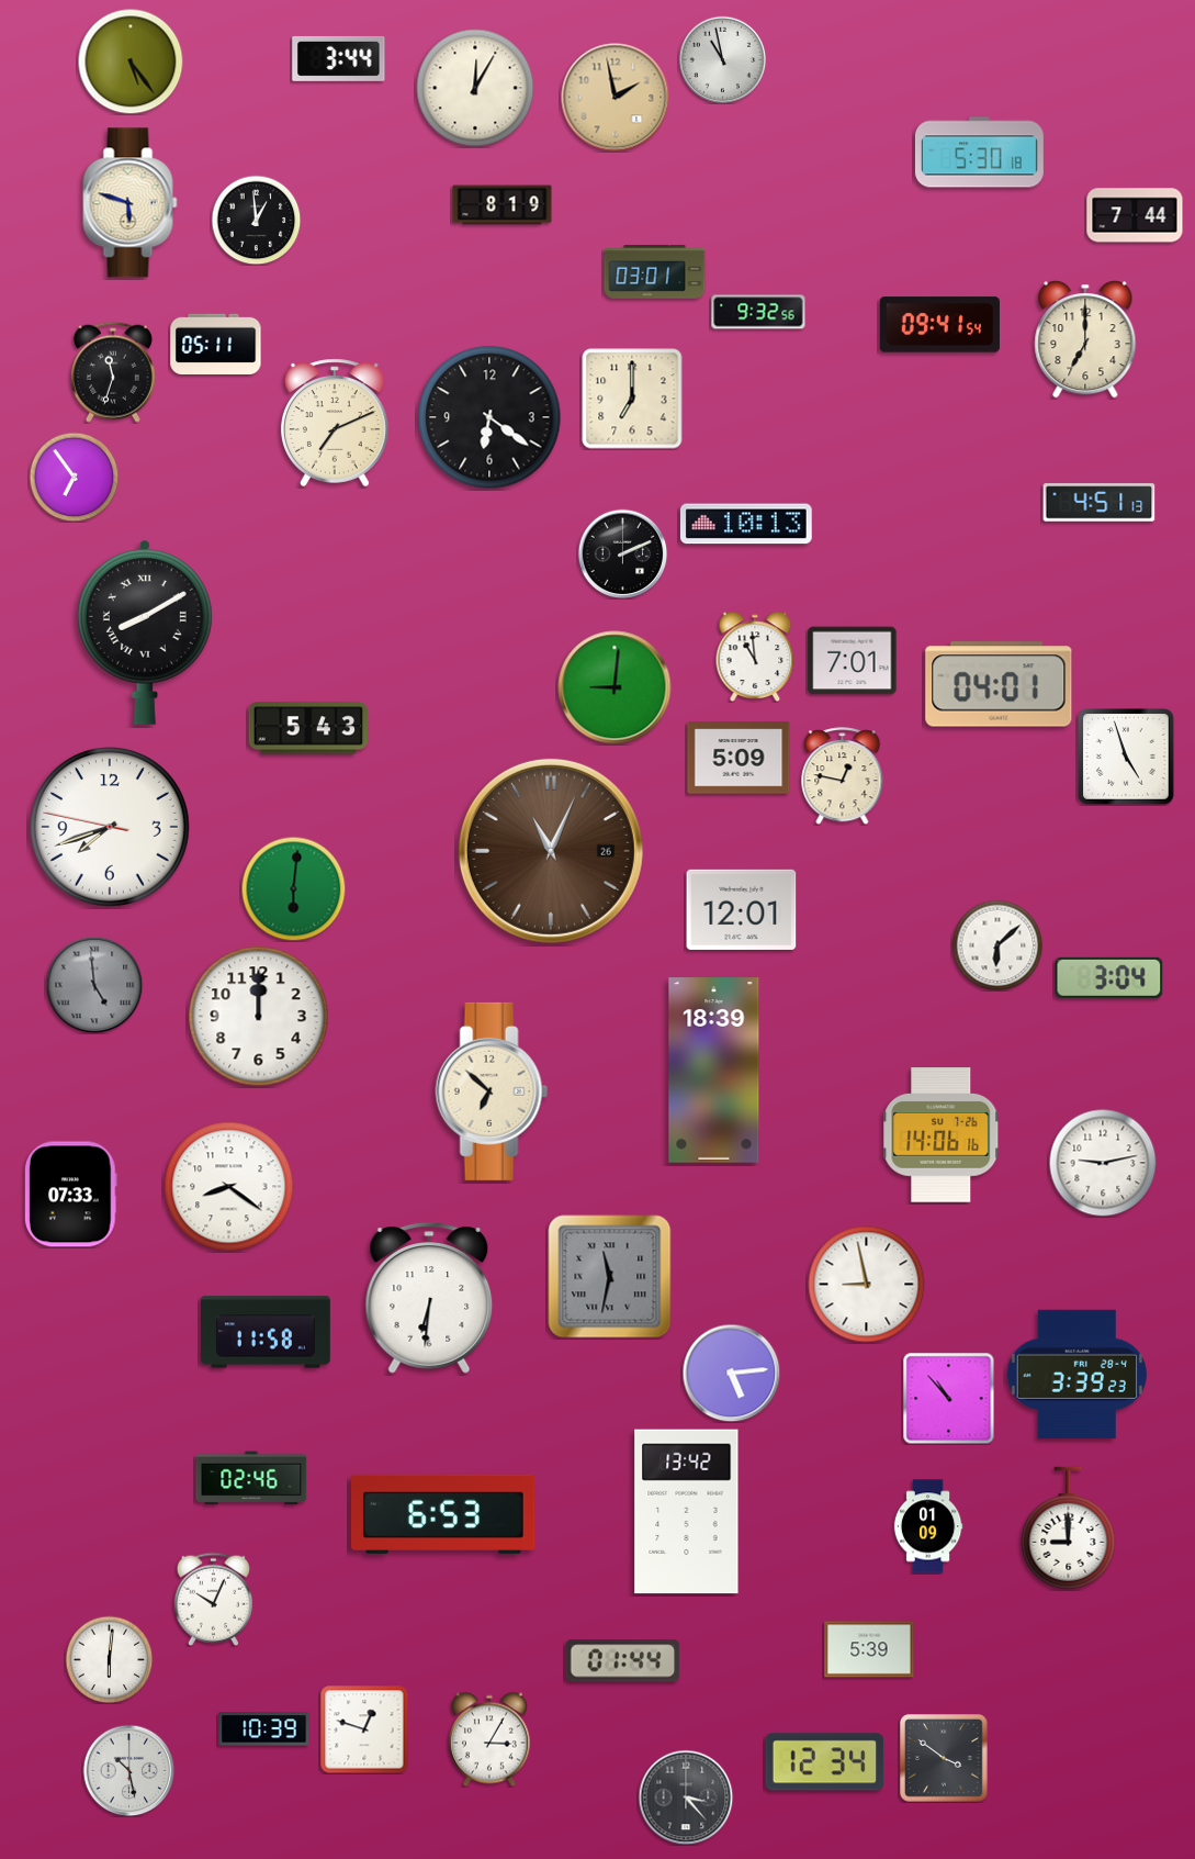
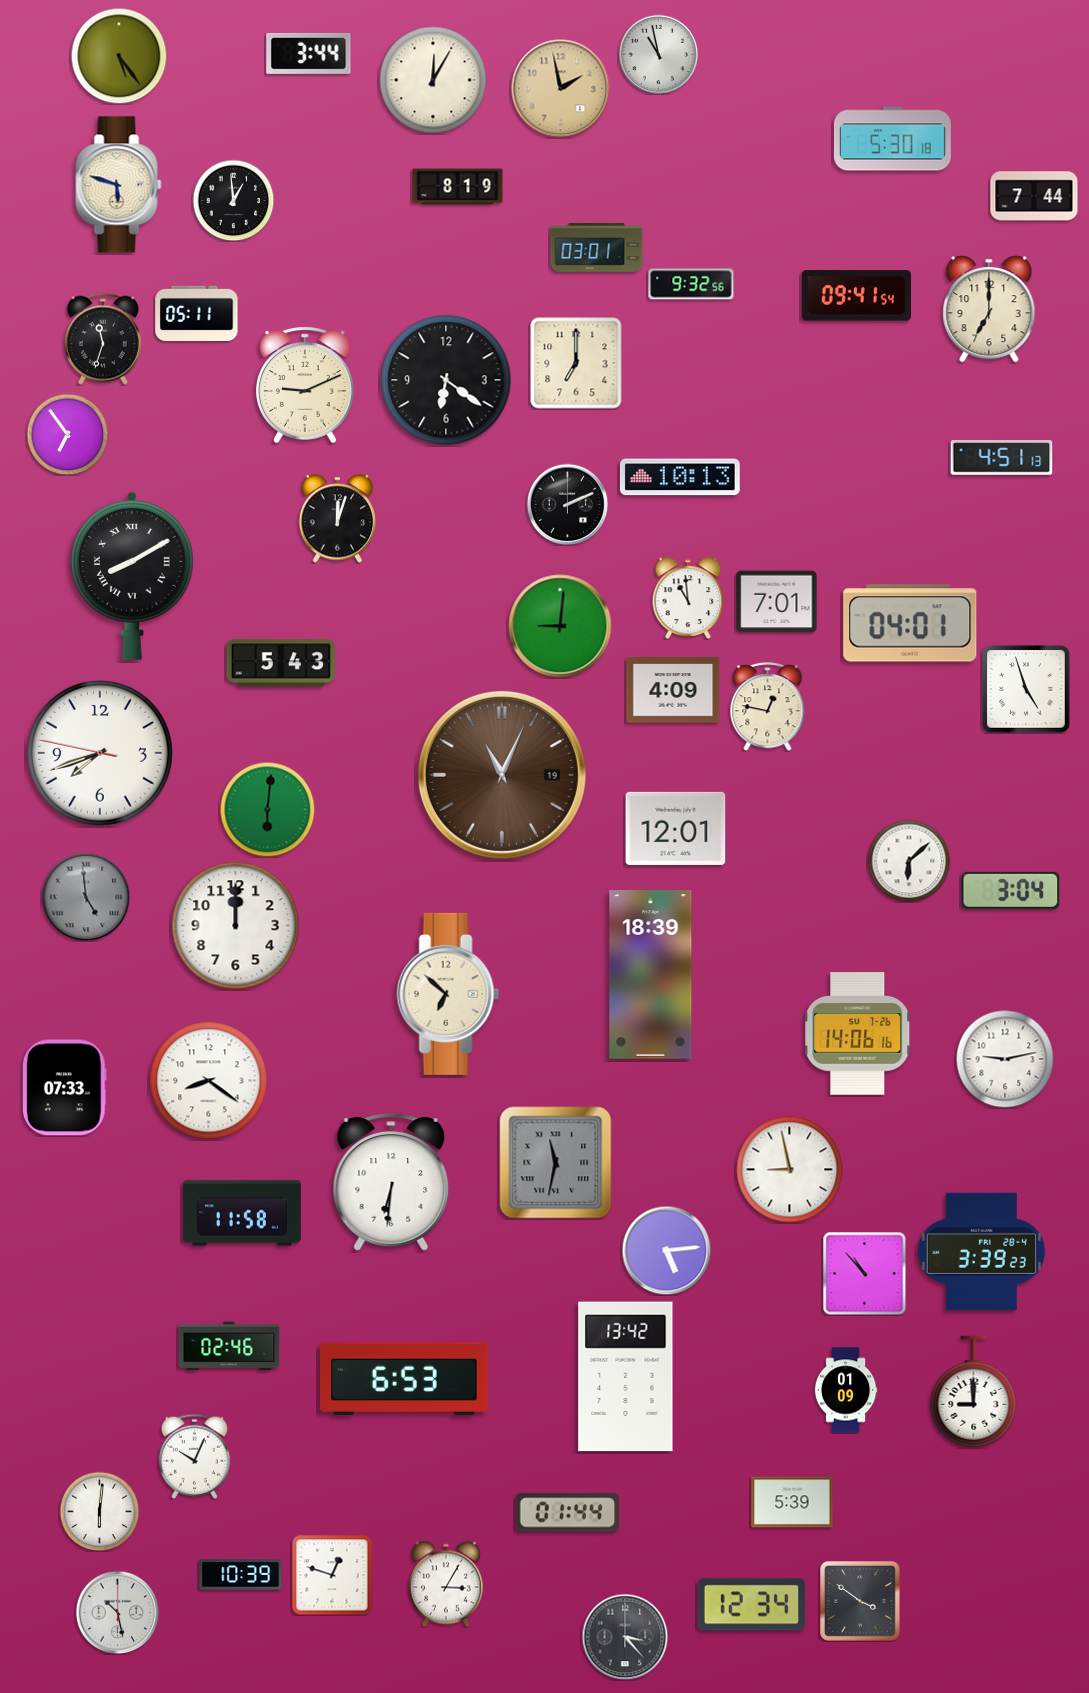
clock at (335, 423): 7:11 -> 9:11
clock at (338, 519): none -> 12:03
clock at (739, 758): 5:09 -> 4:09
clock at (551, 851) date: 26 -> 19
